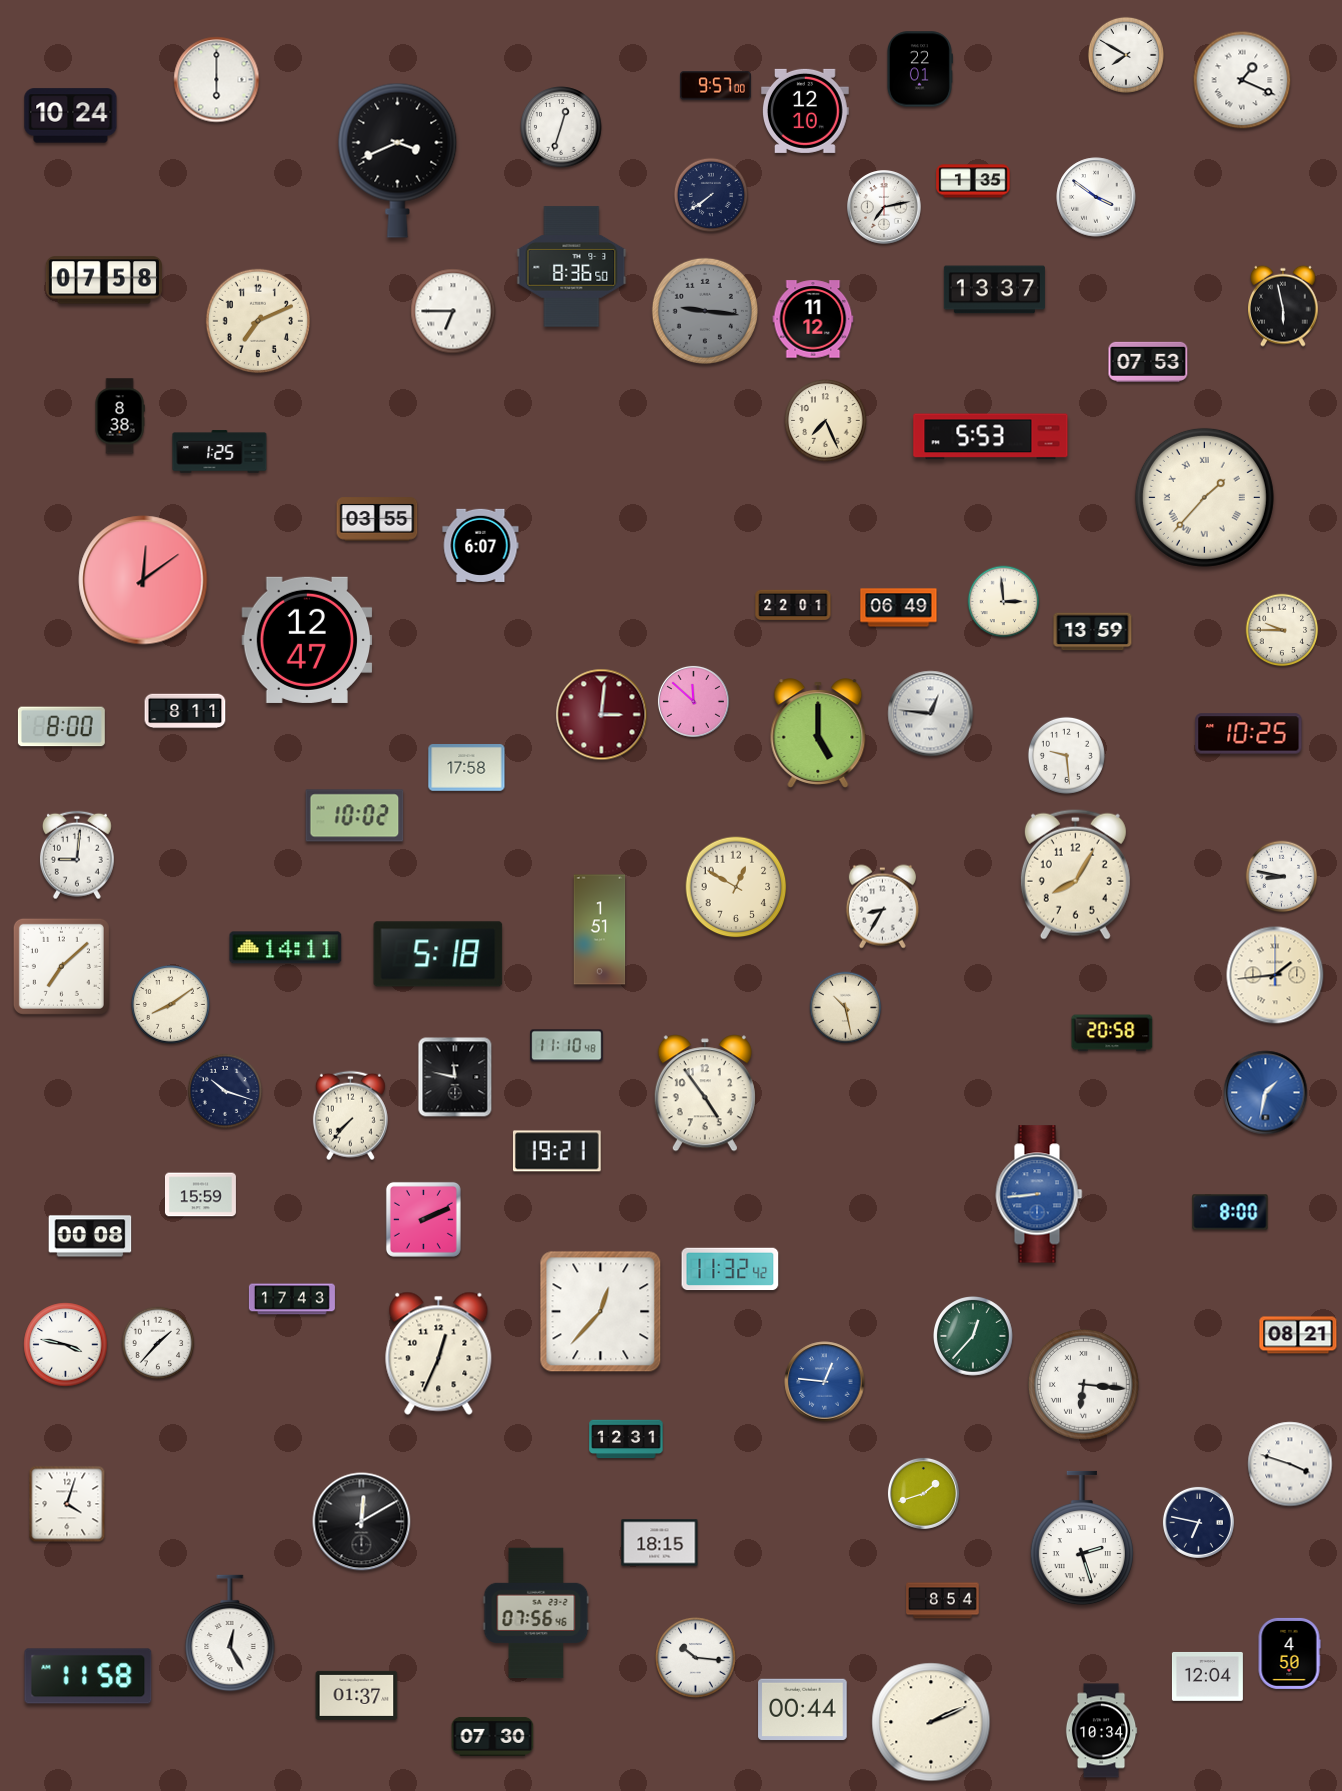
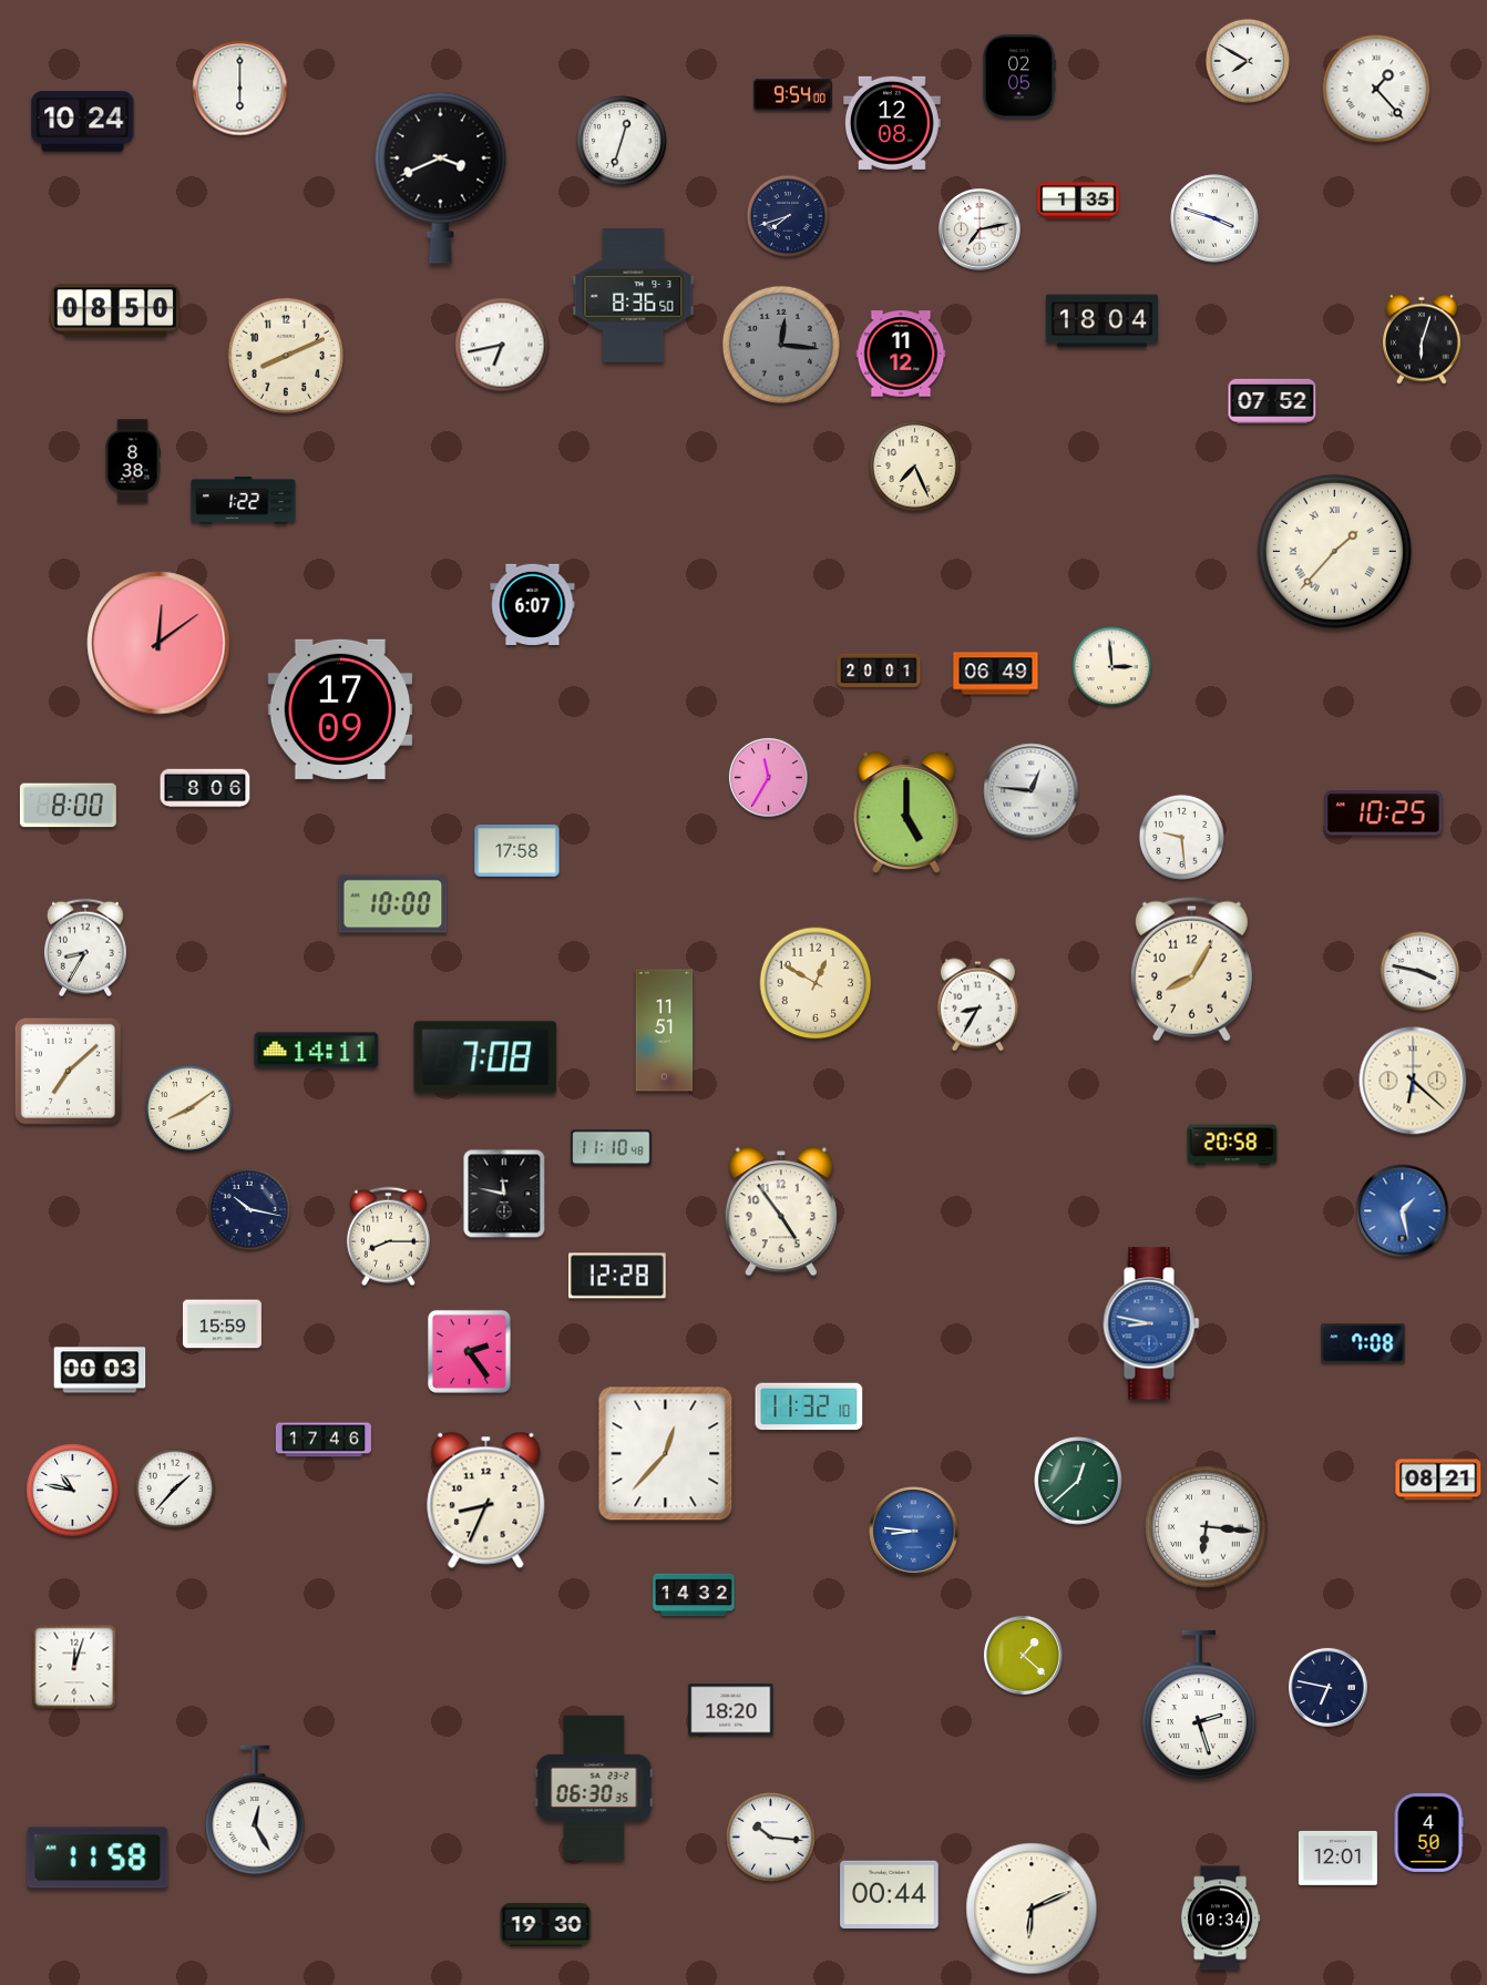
clock at (919, 69): 22:01 -> 02:05
clock at (1242, 80): 1:19 -> 1:23
clock at (715, 86): 9:57 -> 9:54
clock at (806, 111): 12:10 -> 12:08
clock at (71, 116) position: (71, 116) -> (83, 122)
clock at (710, 194): 7:39 -> 7:42
clock at (1096, 197): 3:51 -> 3:48
clock at (104, 280): 07:58 -> 08:50
clock at (994, 290): 13:37 -> 18:04
clock at (1284, 306): 5:58 -> 6:03
clock at (453, 311): 6:45 -> 6:43
clock at (705, 311): 9:16 -> 12:16
clock at (257, 320): 7:11 -> 8:11
clock at (1148, 362): 07:53 -> 07:52
clock at (991, 437): 5:53 -> none
clock at (220, 452): 1:25 -> 1:22
clock at (377, 519): 03:55 -> none
clock at (793, 605): 22:01 -> 20:01
clock at (1282, 630): 9:45 -> none
clock at (1093, 632): 13:59 -> none
clock at (307, 640): 12:47 -> 17:09
clock at (693, 701): 11:52 -> 11:35
clock at (185, 711): 8:11 -> 8:06
clock at (602, 715): 3:01 -> none
clock at (355, 816): 10:02 -> 10:00
clock at (77, 855): 9:01 -> 8:35
clock at (1282, 877): 8:47 -> 3:47
clock at (600, 930): 1:51 -> 11:51
clock at (438, 954): 5:18 -> 7:08
clock at (1275, 975): 1:44 -> 6:22
clock at (170, 1004) position: (170, 1004) -> (188, 1108)
clock at (846, 1008): 10:28 -> none
clock at (567, 1046) position: (567, 1046) -> (612, 1148)
clock at (224, 1090): 10:18 -> 10:17
clock at (1266, 1093): 1:32 -> 1:28
clock at (350, 1116): 7:37 -> 8:15
clock at (557, 1151): 19:21 -> 12:28
clock at (1039, 1194): 8:44 -> 8:47
clock at (1230, 1212): 8:00 -> 7:08
clock at (423, 1219): 2:11 -> 2:24
clock at (90, 1236): 00:08 -> 00:03
clock at (730, 1269): 11:32:42 -> 11:32:10
clock at (292, 1299): 17:43 -> 17:46
clock at (974, 1337): 12:37 -> 12:38
clock at (66, 1345): 3:47 -> 10:47
clock at (439, 1353): 12:34 -> 8:34
clock at (825, 1382): 12:46 -> 8:46
clock at (1084, 1385) position: (1084, 1385) -> (1207, 1527)
clock at (626, 1439): 12:31 -> 14:32
clock at (1290, 1464): 3:48 -> none
clock at (923, 1493): 1:42 -> 1:22
clock at (67, 1504): 4:03 -> 12:03
clock at (362, 1522): 12:10 -> none
clock at (660, 1543): 18:15 -> 18:20
clock at (943, 1601): 8:54 -> none
clock at (536, 1613): 07:56 -> 06:30
clock at (1207, 1677): 12:04 -> 12:01
clock at (357, 1695): 01:37 -> none
clock at (931, 1722): 2:11 -> 6:11
clock at (493, 1736): 07:30 -> 19:30
